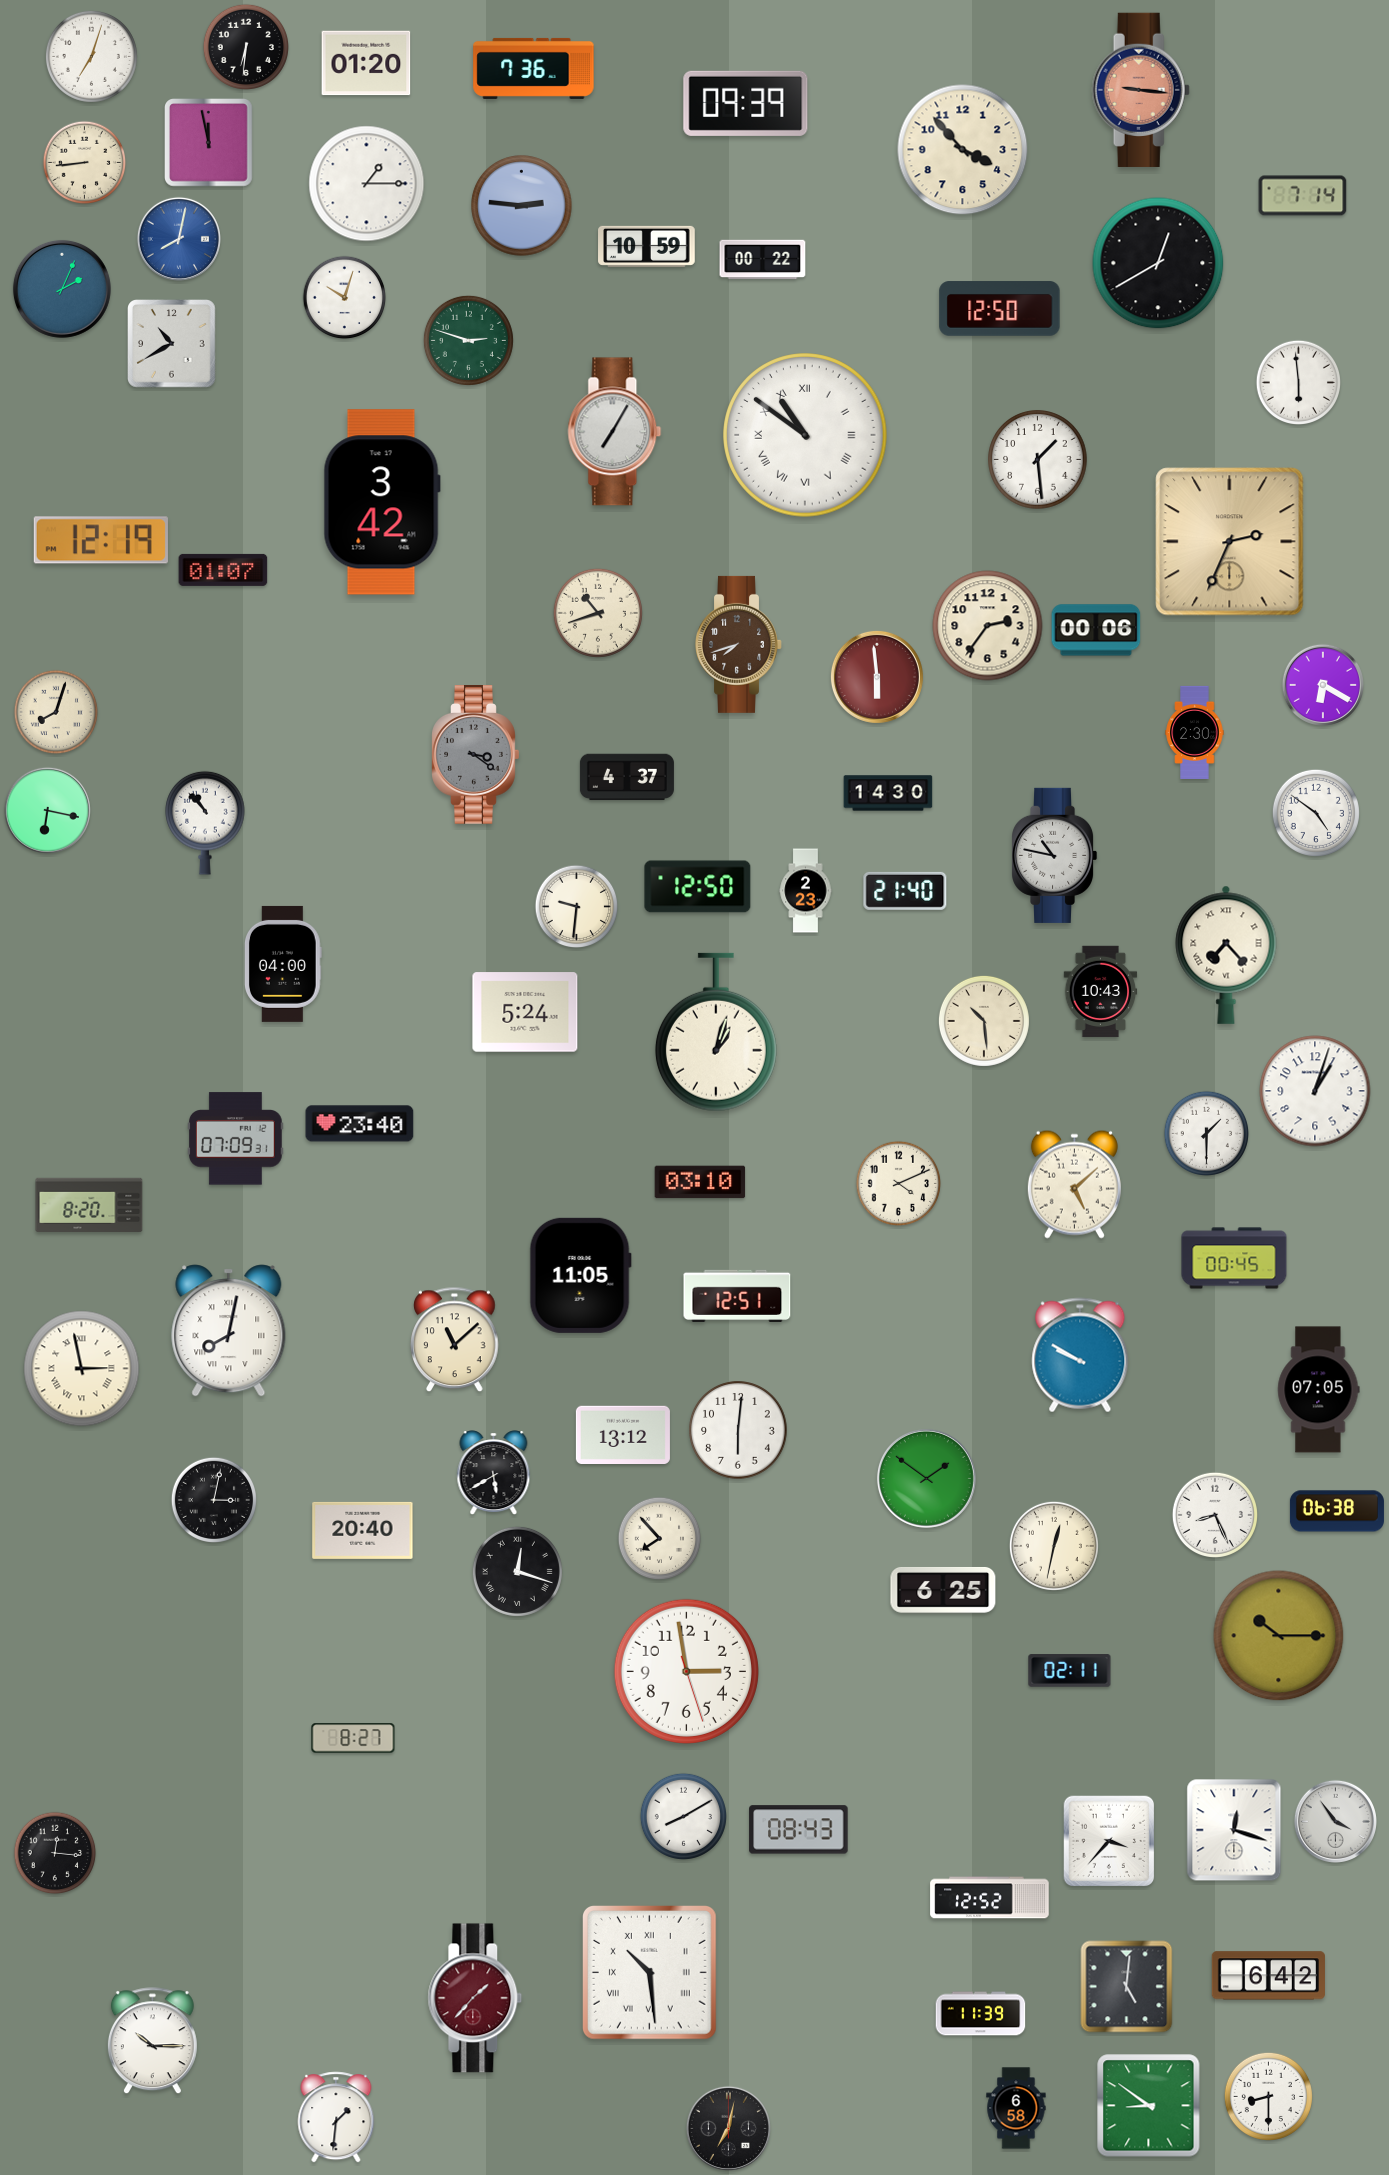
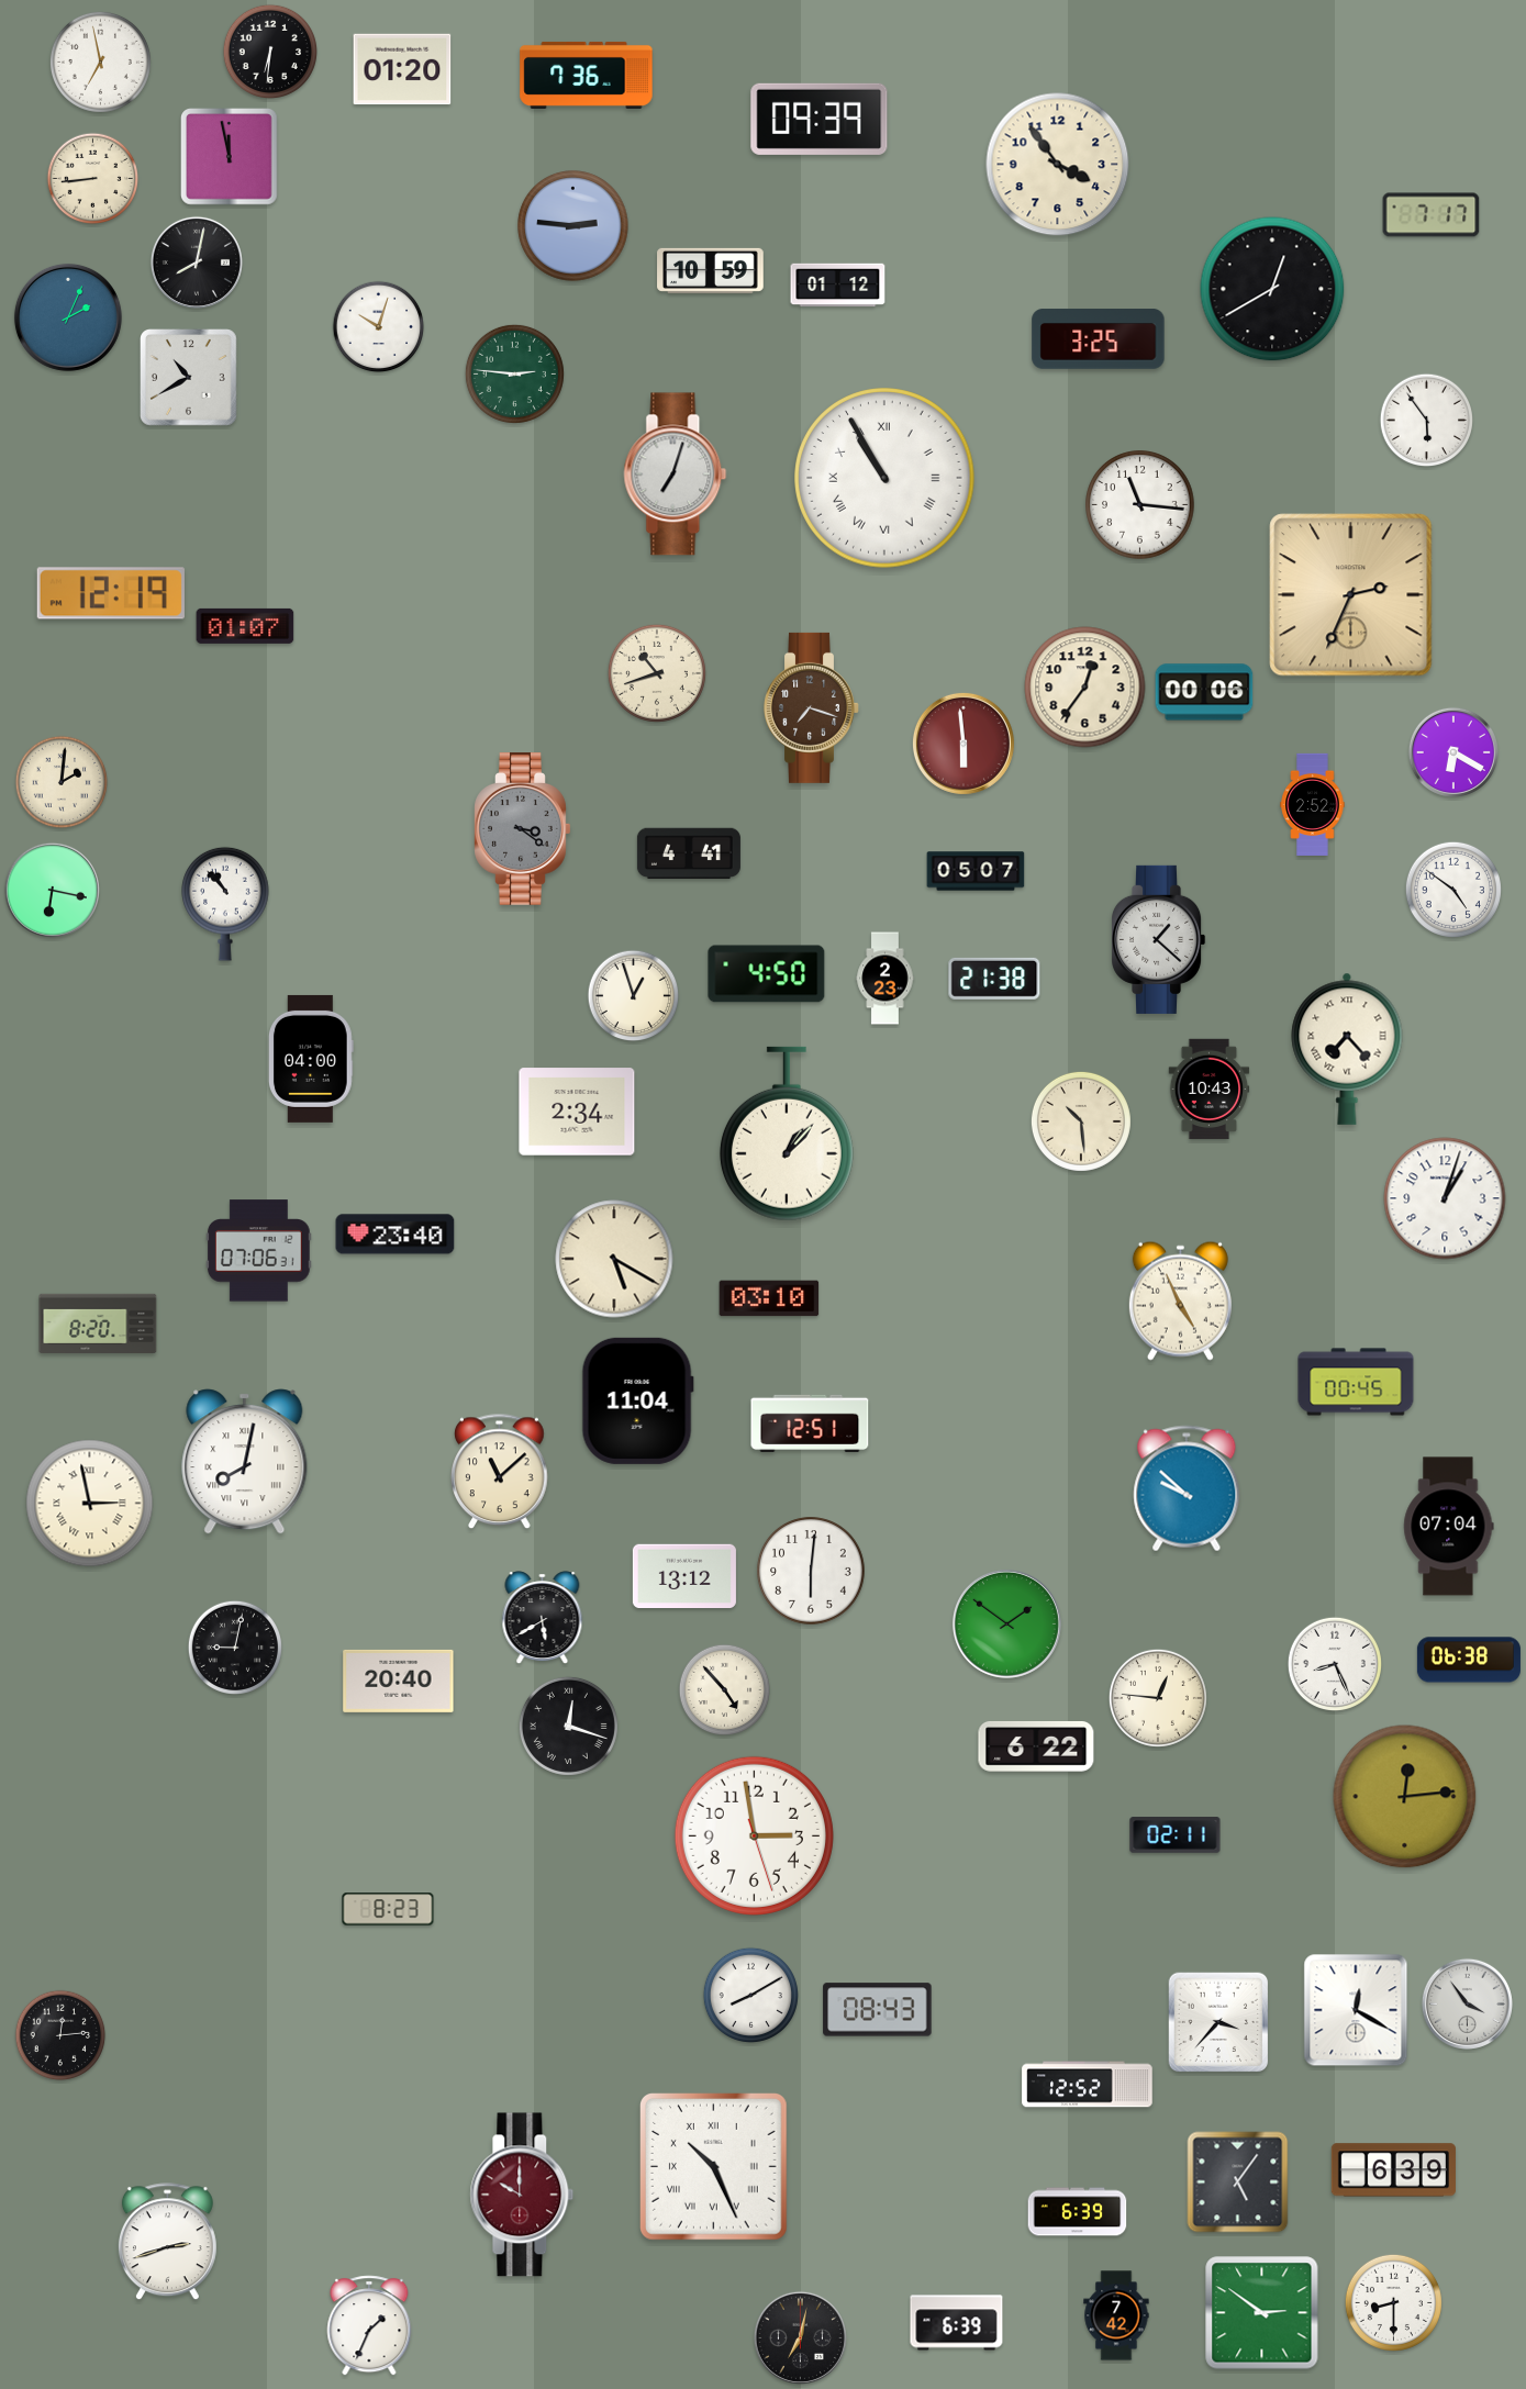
clock at (91, 56): 7:03 -> 6:58
clock at (1141, 90): 9:16 -> none
clock at (746, 103) position: (746, 103) -> (820, 119)
clock at (963, 150): 3:53 -> 3:54
clock at (367, 184): 1:15 -> none
clock at (1303, 196): 7:14 -> 7:17
clock at (179, 239) dial: blue -> black
clock at (763, 260): 00:22 -> 01:12
clock at (1000, 309): 12:50 -> 3:25
clock at (468, 340): 2:48 -> 2:46
clock at (1298, 382): 5:59 -> 5:54
clock at (615, 432): 7:05 -> 7:03
clock at (805, 435): 10:51 -> 10:55
clock at (1038, 460): 1:29 -> 11:16
clock at (382, 502): 3:42 -> none
clock at (988, 626): 2:36 -> 12:36
clock at (739, 644): 7:42 -> 7:18
clock at (56, 712): 8:03 -> 2:01
clock at (1195, 732): 2:30 -> 2:52
clock at (627, 777): 4:37 -> 4:41
clock at (888, 793): 14:30 -> 05:07
clock at (1316, 813) position: (1316, 813) -> (1453, 890)
clock at (1055, 855): 10:47 -> 1:22
clock at (698, 887): 12:50 -> 4:50
clock at (905, 891): 21:40 -> 21:38
clock at (577, 907): 9:31 -> 12:57
clock at (525, 1012): 5:24 -> 2:34
clock at (716, 1032): 1:03 -> 1:07
clock at (1206, 1133): 1:30 -> none
clock at (236, 1139): 07:09 -> 07:06
clock at (614, 1259): none -> 5:20
clock at (898, 1183): 4:11 -> none
clock at (1074, 1184): 5:08 -> 4:56
clock at (580, 1275): 11:05 -> 11:04
clock at (229, 1331) position: (229, 1331) -> (245, 1462)
clock at (1080, 1355): 9:50 -> 9:52
clock at (1319, 1390): 07:05 -> 07:04
clock at (926, 1478) position: (926, 1478) -> (1006, 1623)
clock at (213, 1499): 3:02 -> 9:02
clock at (660, 1539): 7:53 -> 4:53
clock at (1054, 1546): 12:32 -> 12:46
clock at (943, 1590): 6:25 -> 6:22
clock at (1279, 1636): 10:15 -> 12:14
clock at (353, 1738): 8:27 -> 8:23
clock at (1335, 1821) position: (1335, 1821) -> (1467, 2003)
clock at (1234, 1830): 12:18 -> 12:20
clock at (55, 1853): 12:16 -> 12:14
clock at (649, 1972): 10:29 -> 10:26
clock at (1268, 1976): 6:42 -> 6:39
clock at (1127, 1987): 5:01 -> 5:06
clock at (475, 1998): 1:37 -> 10:00
clock at (981, 2014): 11:39 -> 6:39
clock at (152, 2041): 10:15 -> 2:42
clock at (1149, 2106): 8:51 -> 2:51
clock at (1016, 2108): 6:58 -> 7:42
clock at (957, 2323): none -> 6:39
clock at (336, 2117): 1:31 -> 1:34
